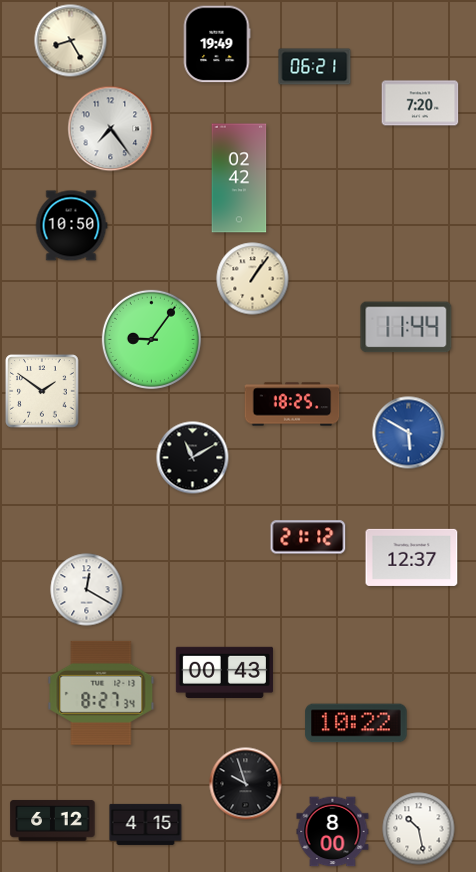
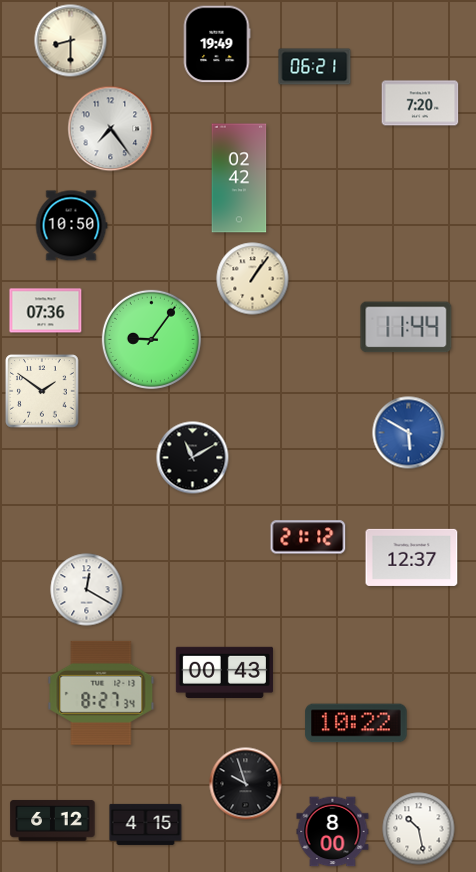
clock at (71, 41): 8:25 -> 8:30
clock at (46, 311): none -> 07:36
clock at (292, 404): 18:25 -> none
